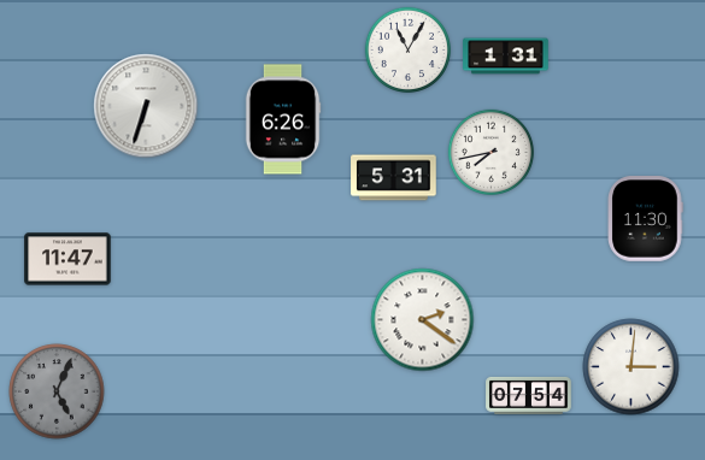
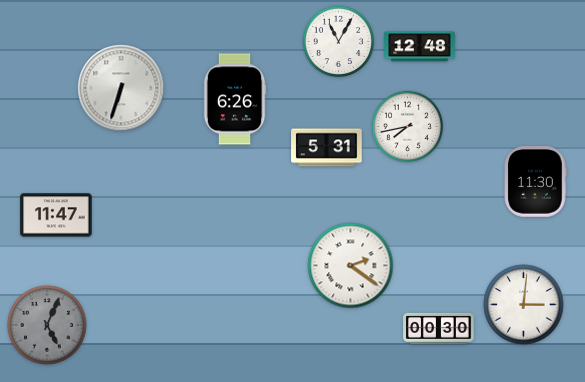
clock at (506, 57): 1:31 -> 12:48
clock at (529, 395): 07:54 -> 00:30
